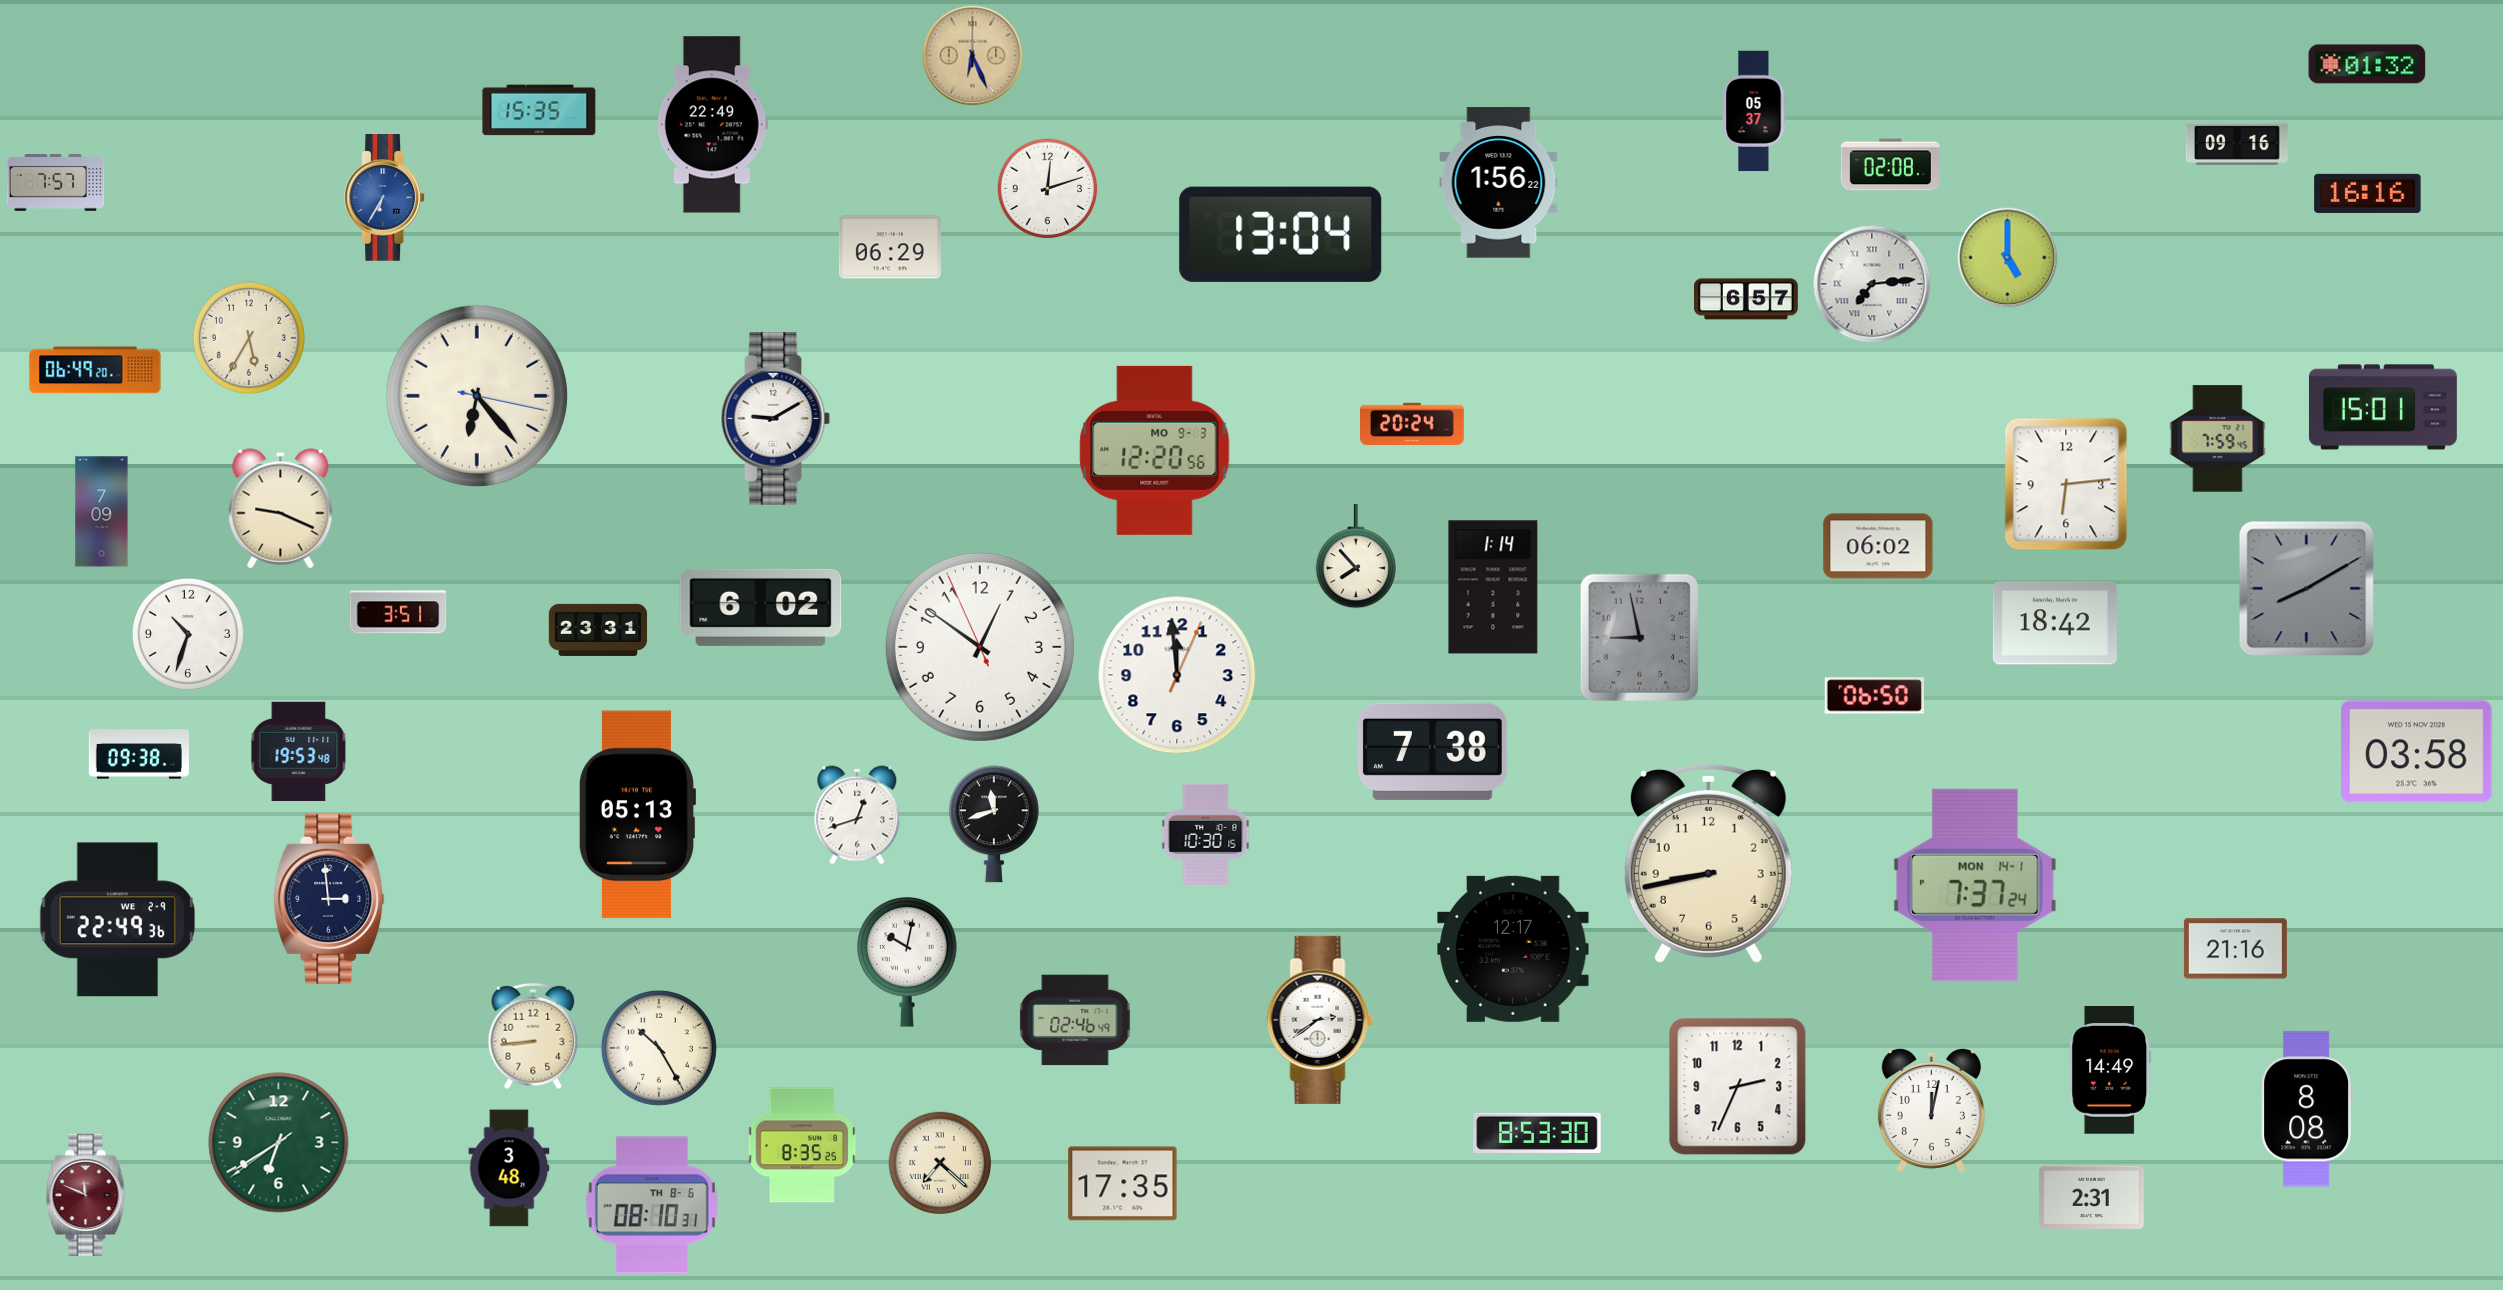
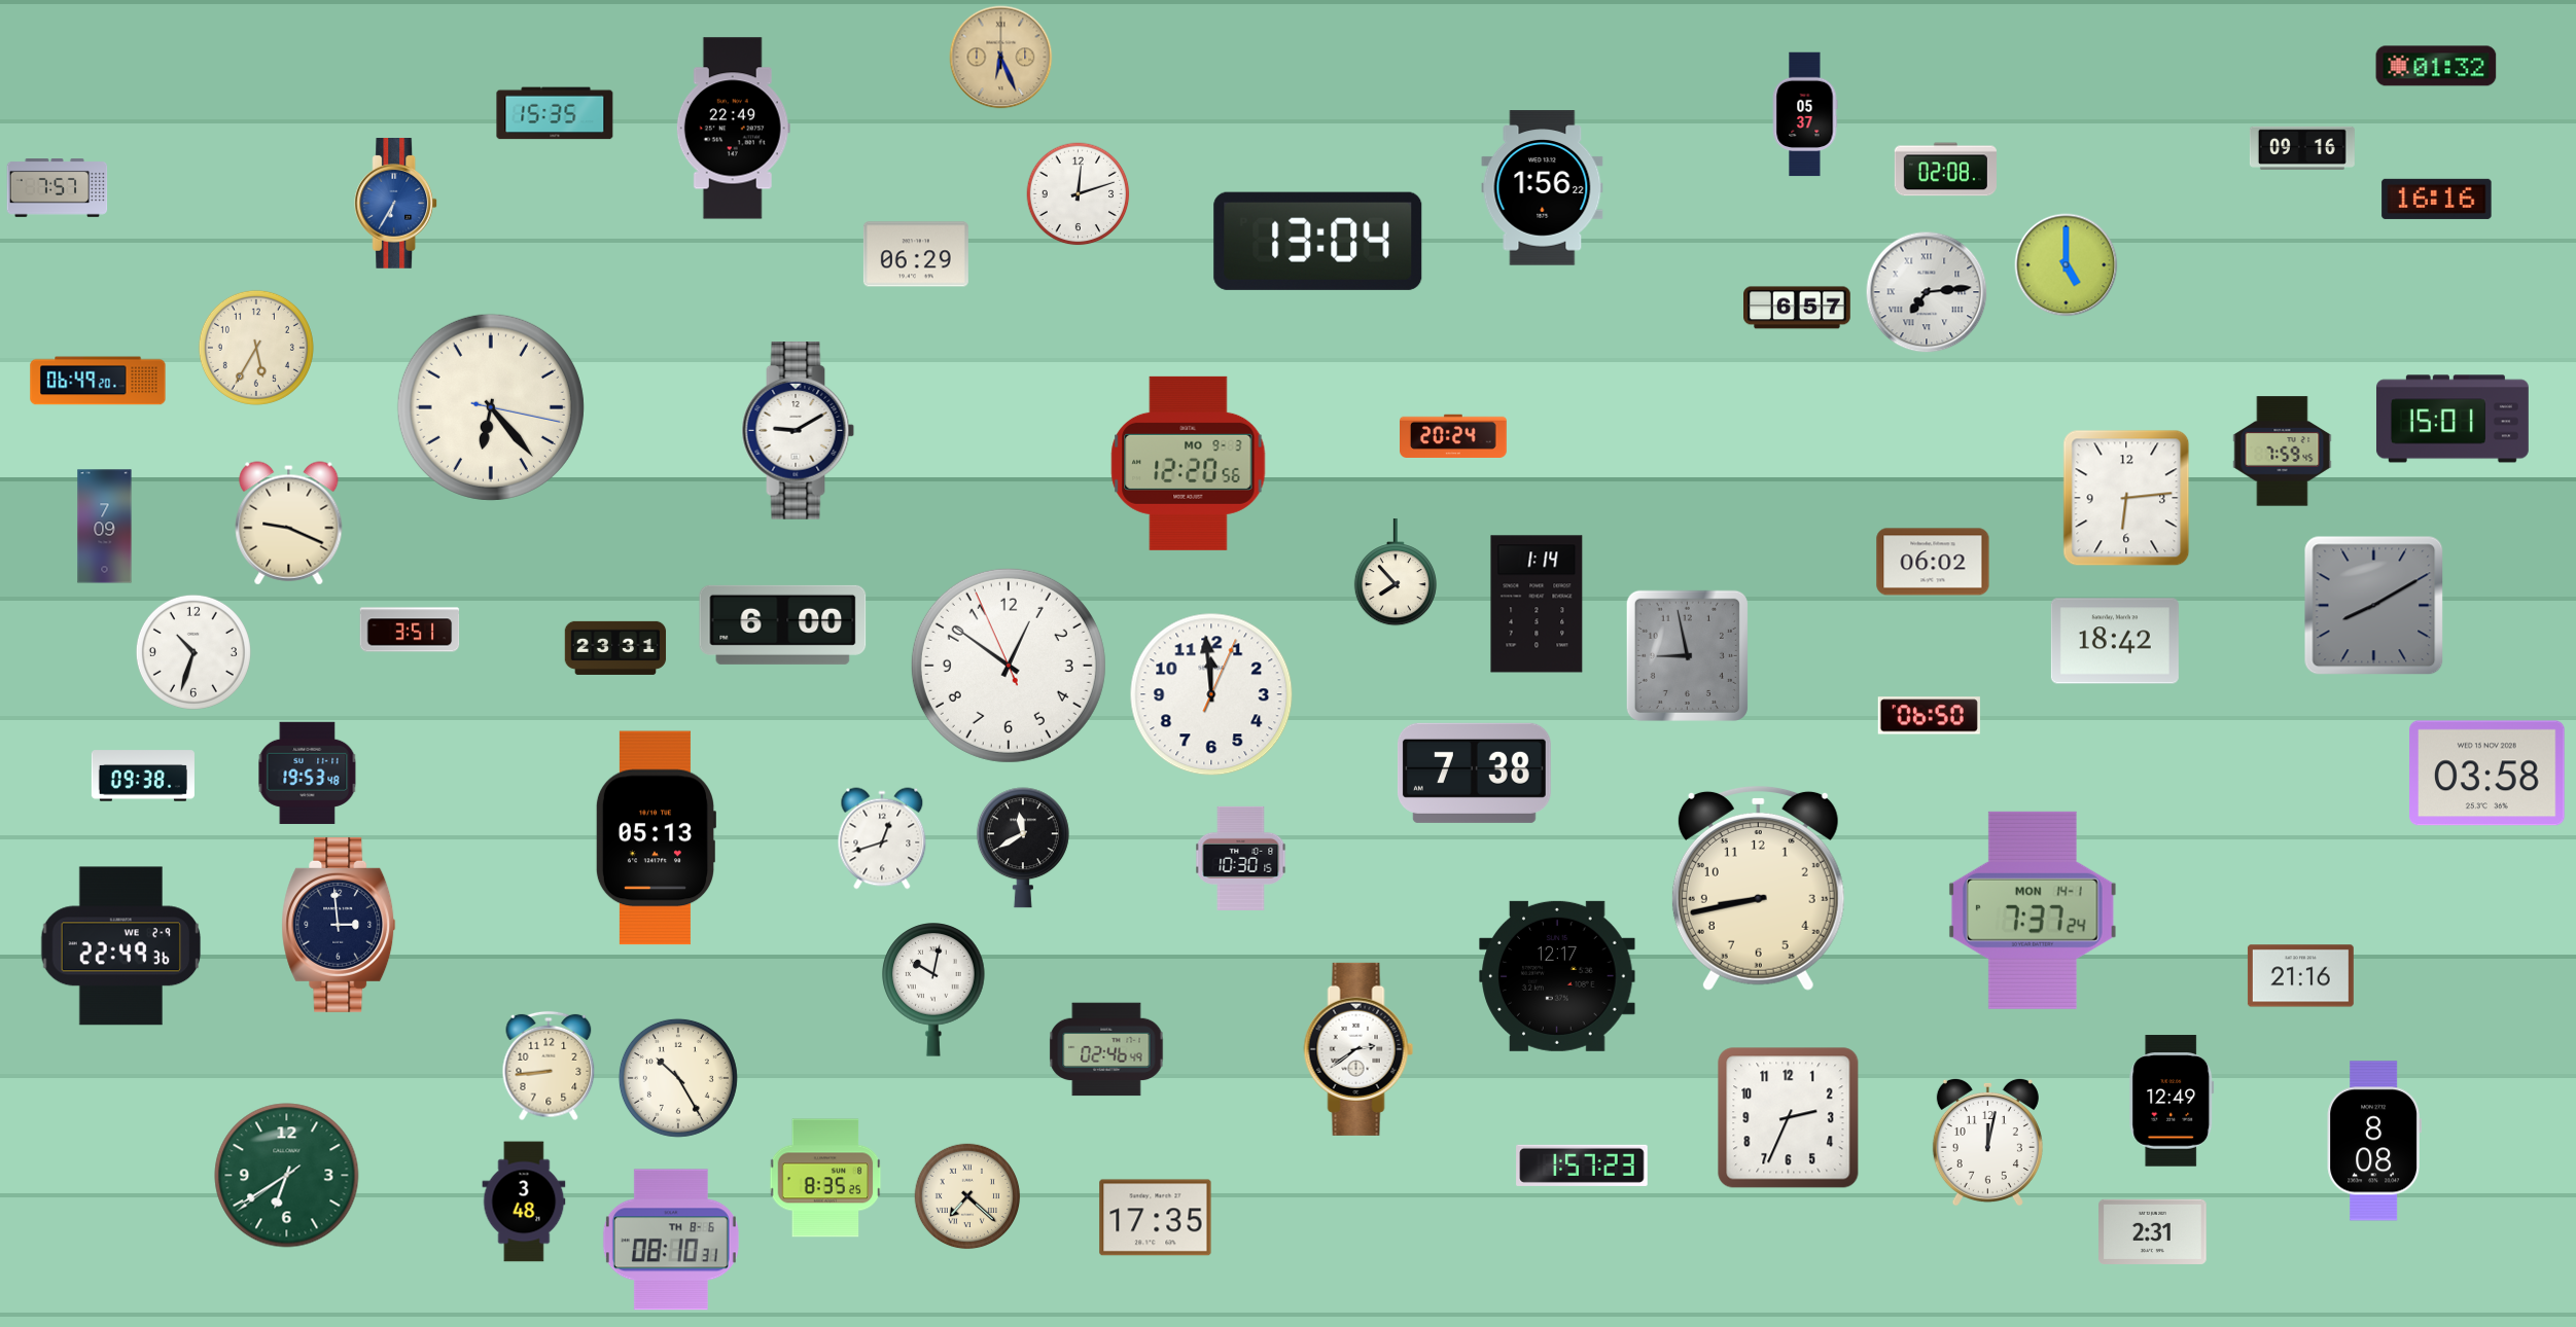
clock at (761, 607): 6:02 -> 6:00
clock at (994, 824): 11:42 -> 11:40
clock at (2110, 1070): 14:49 -> 12:49
clock at (1537, 1133): 8:53 -> 1:57
clock at (86, 1195): 11:49 -> none
